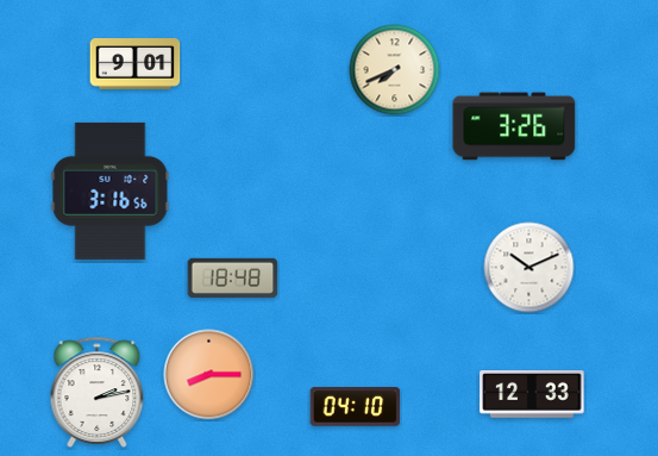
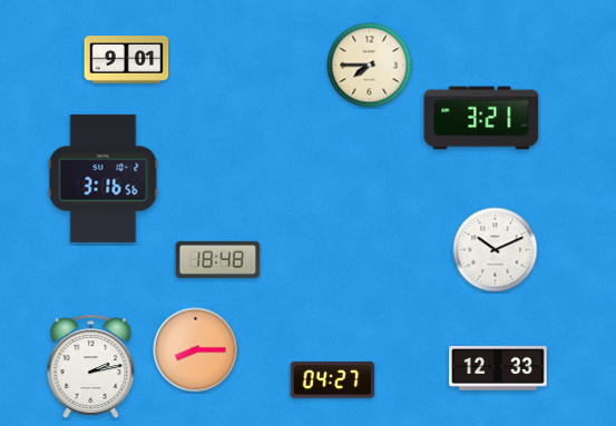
clock at (395, 70): 7:41 -> 7:45
clock at (514, 126): 3:26 -> 3:21
clock at (356, 407): 04:10 -> 04:27
